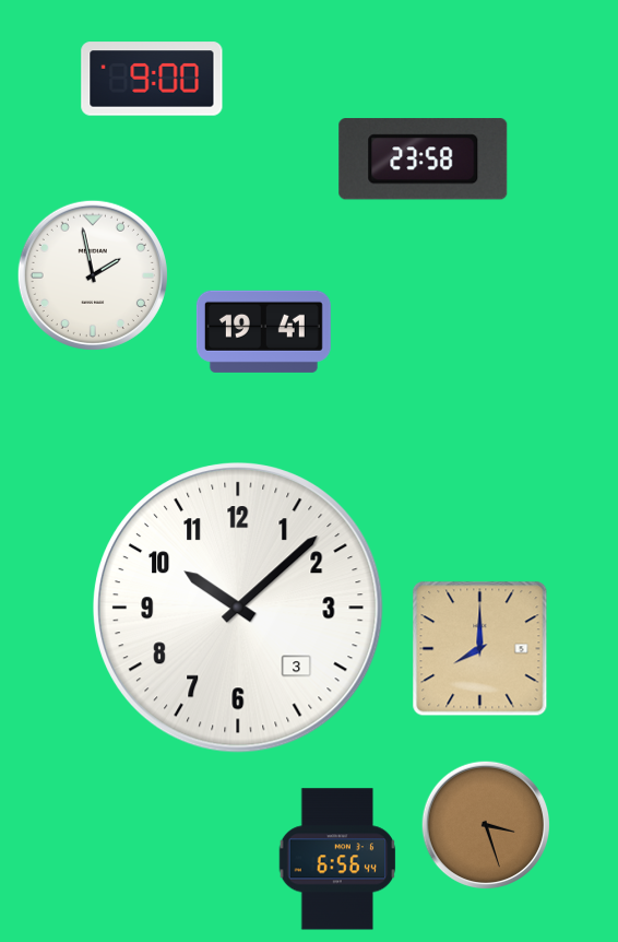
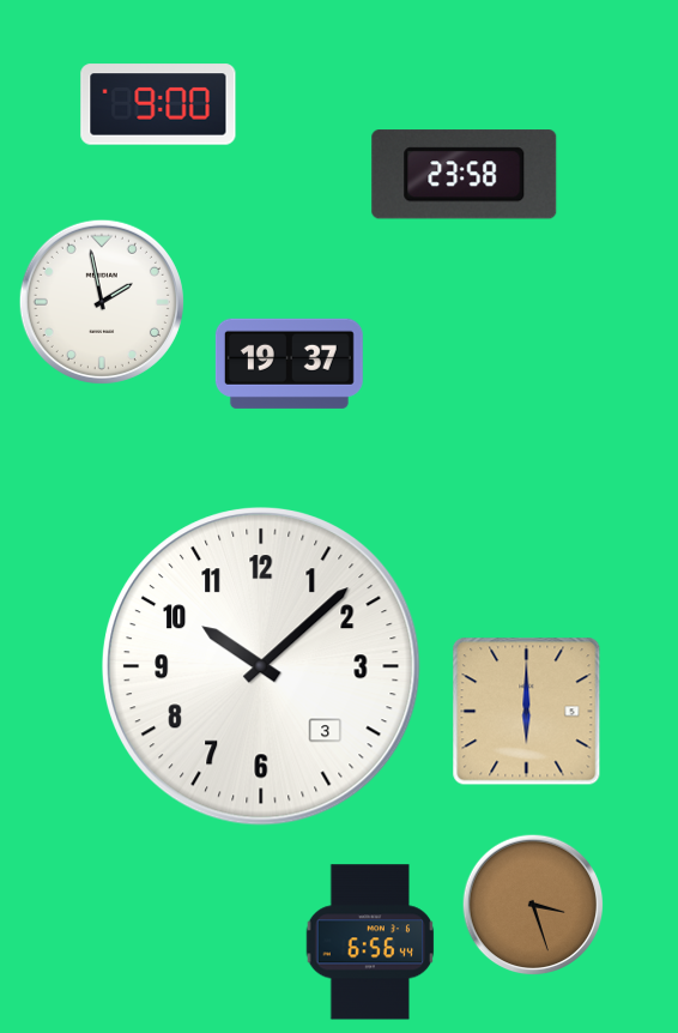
clock at (152, 79) position: (152, 79) -> (158, 104)
clock at (263, 331): 19:41 -> 19:37
clock at (480, 649): 8:00 -> 6:00
